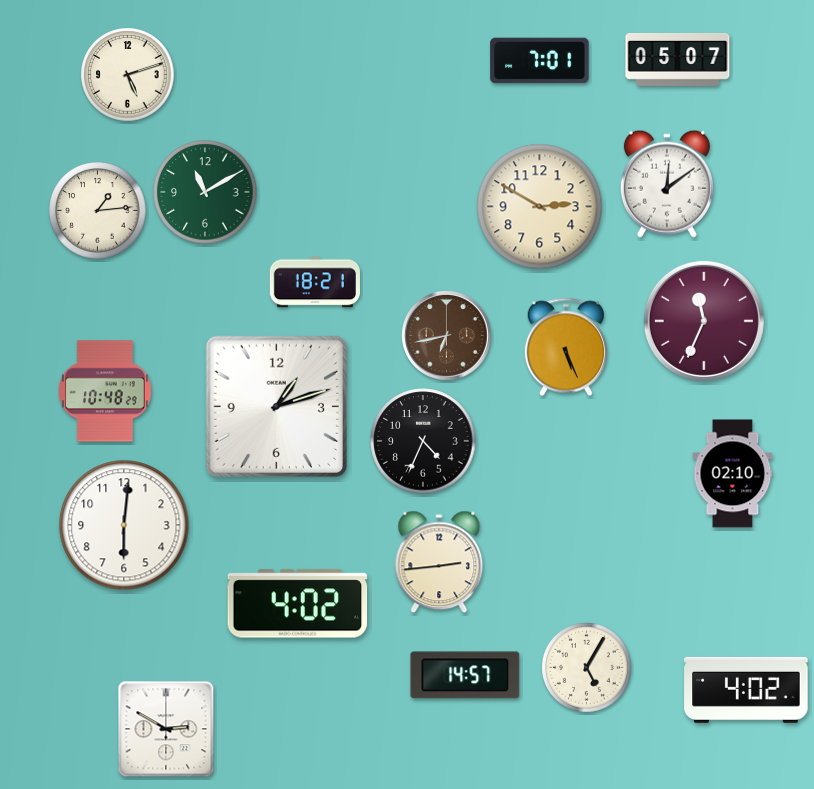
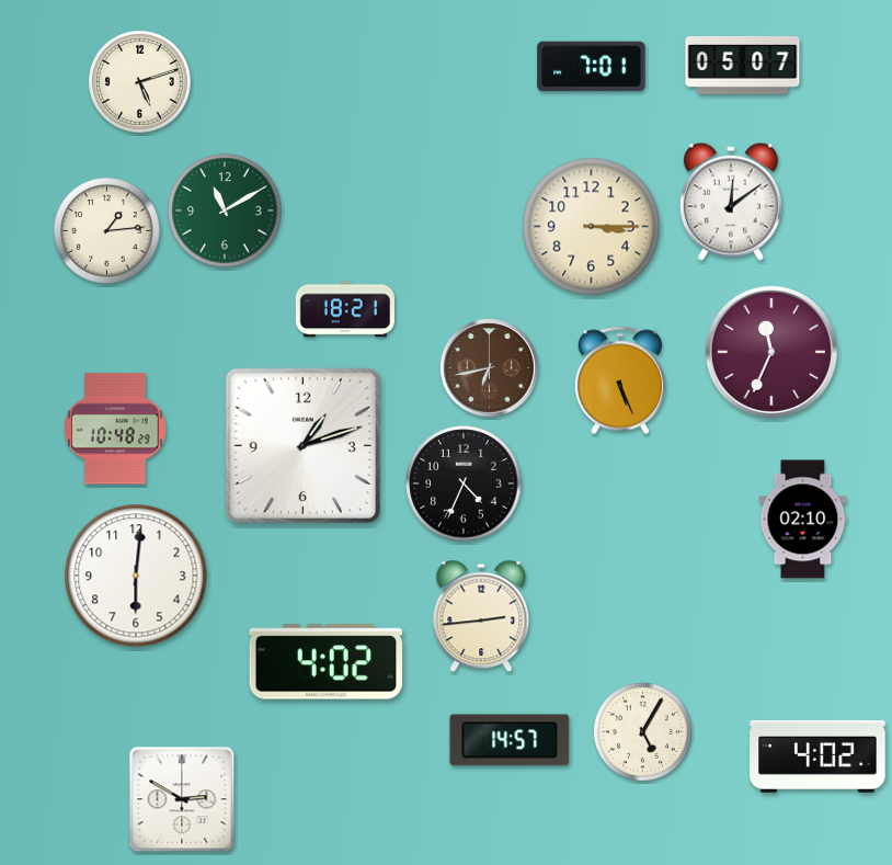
clock at (540, 207): 2:50 -> 3:15
